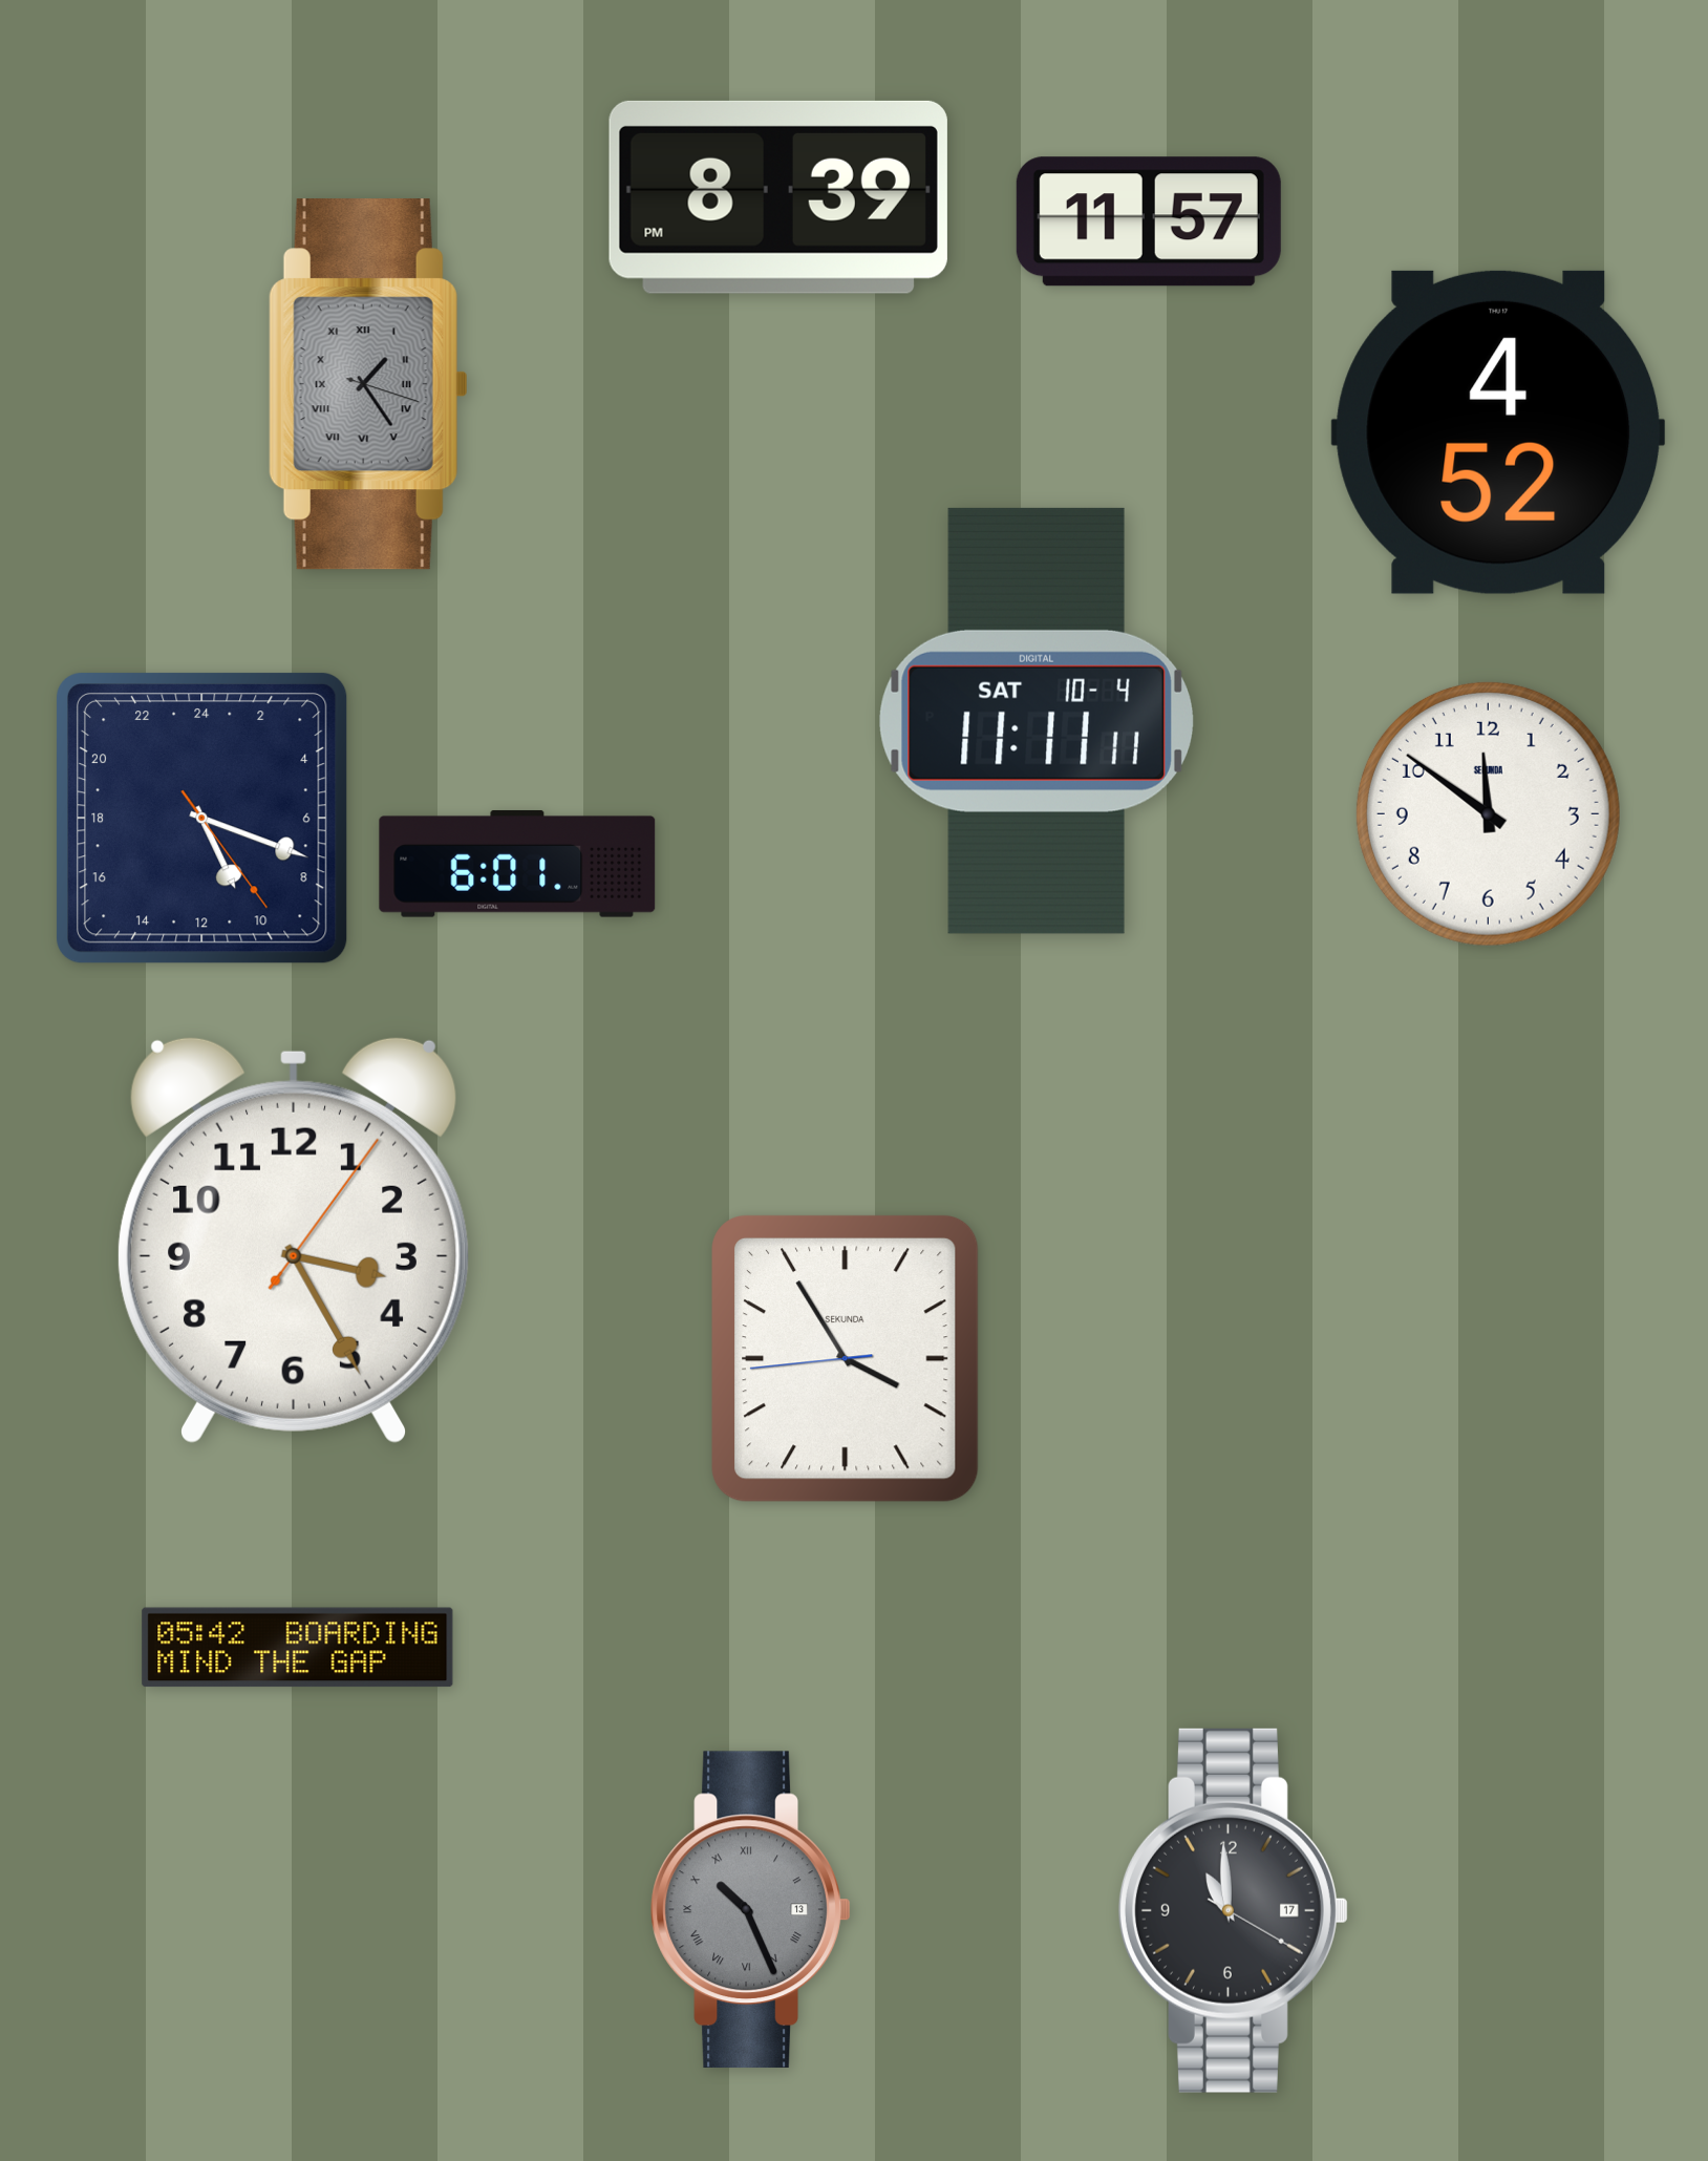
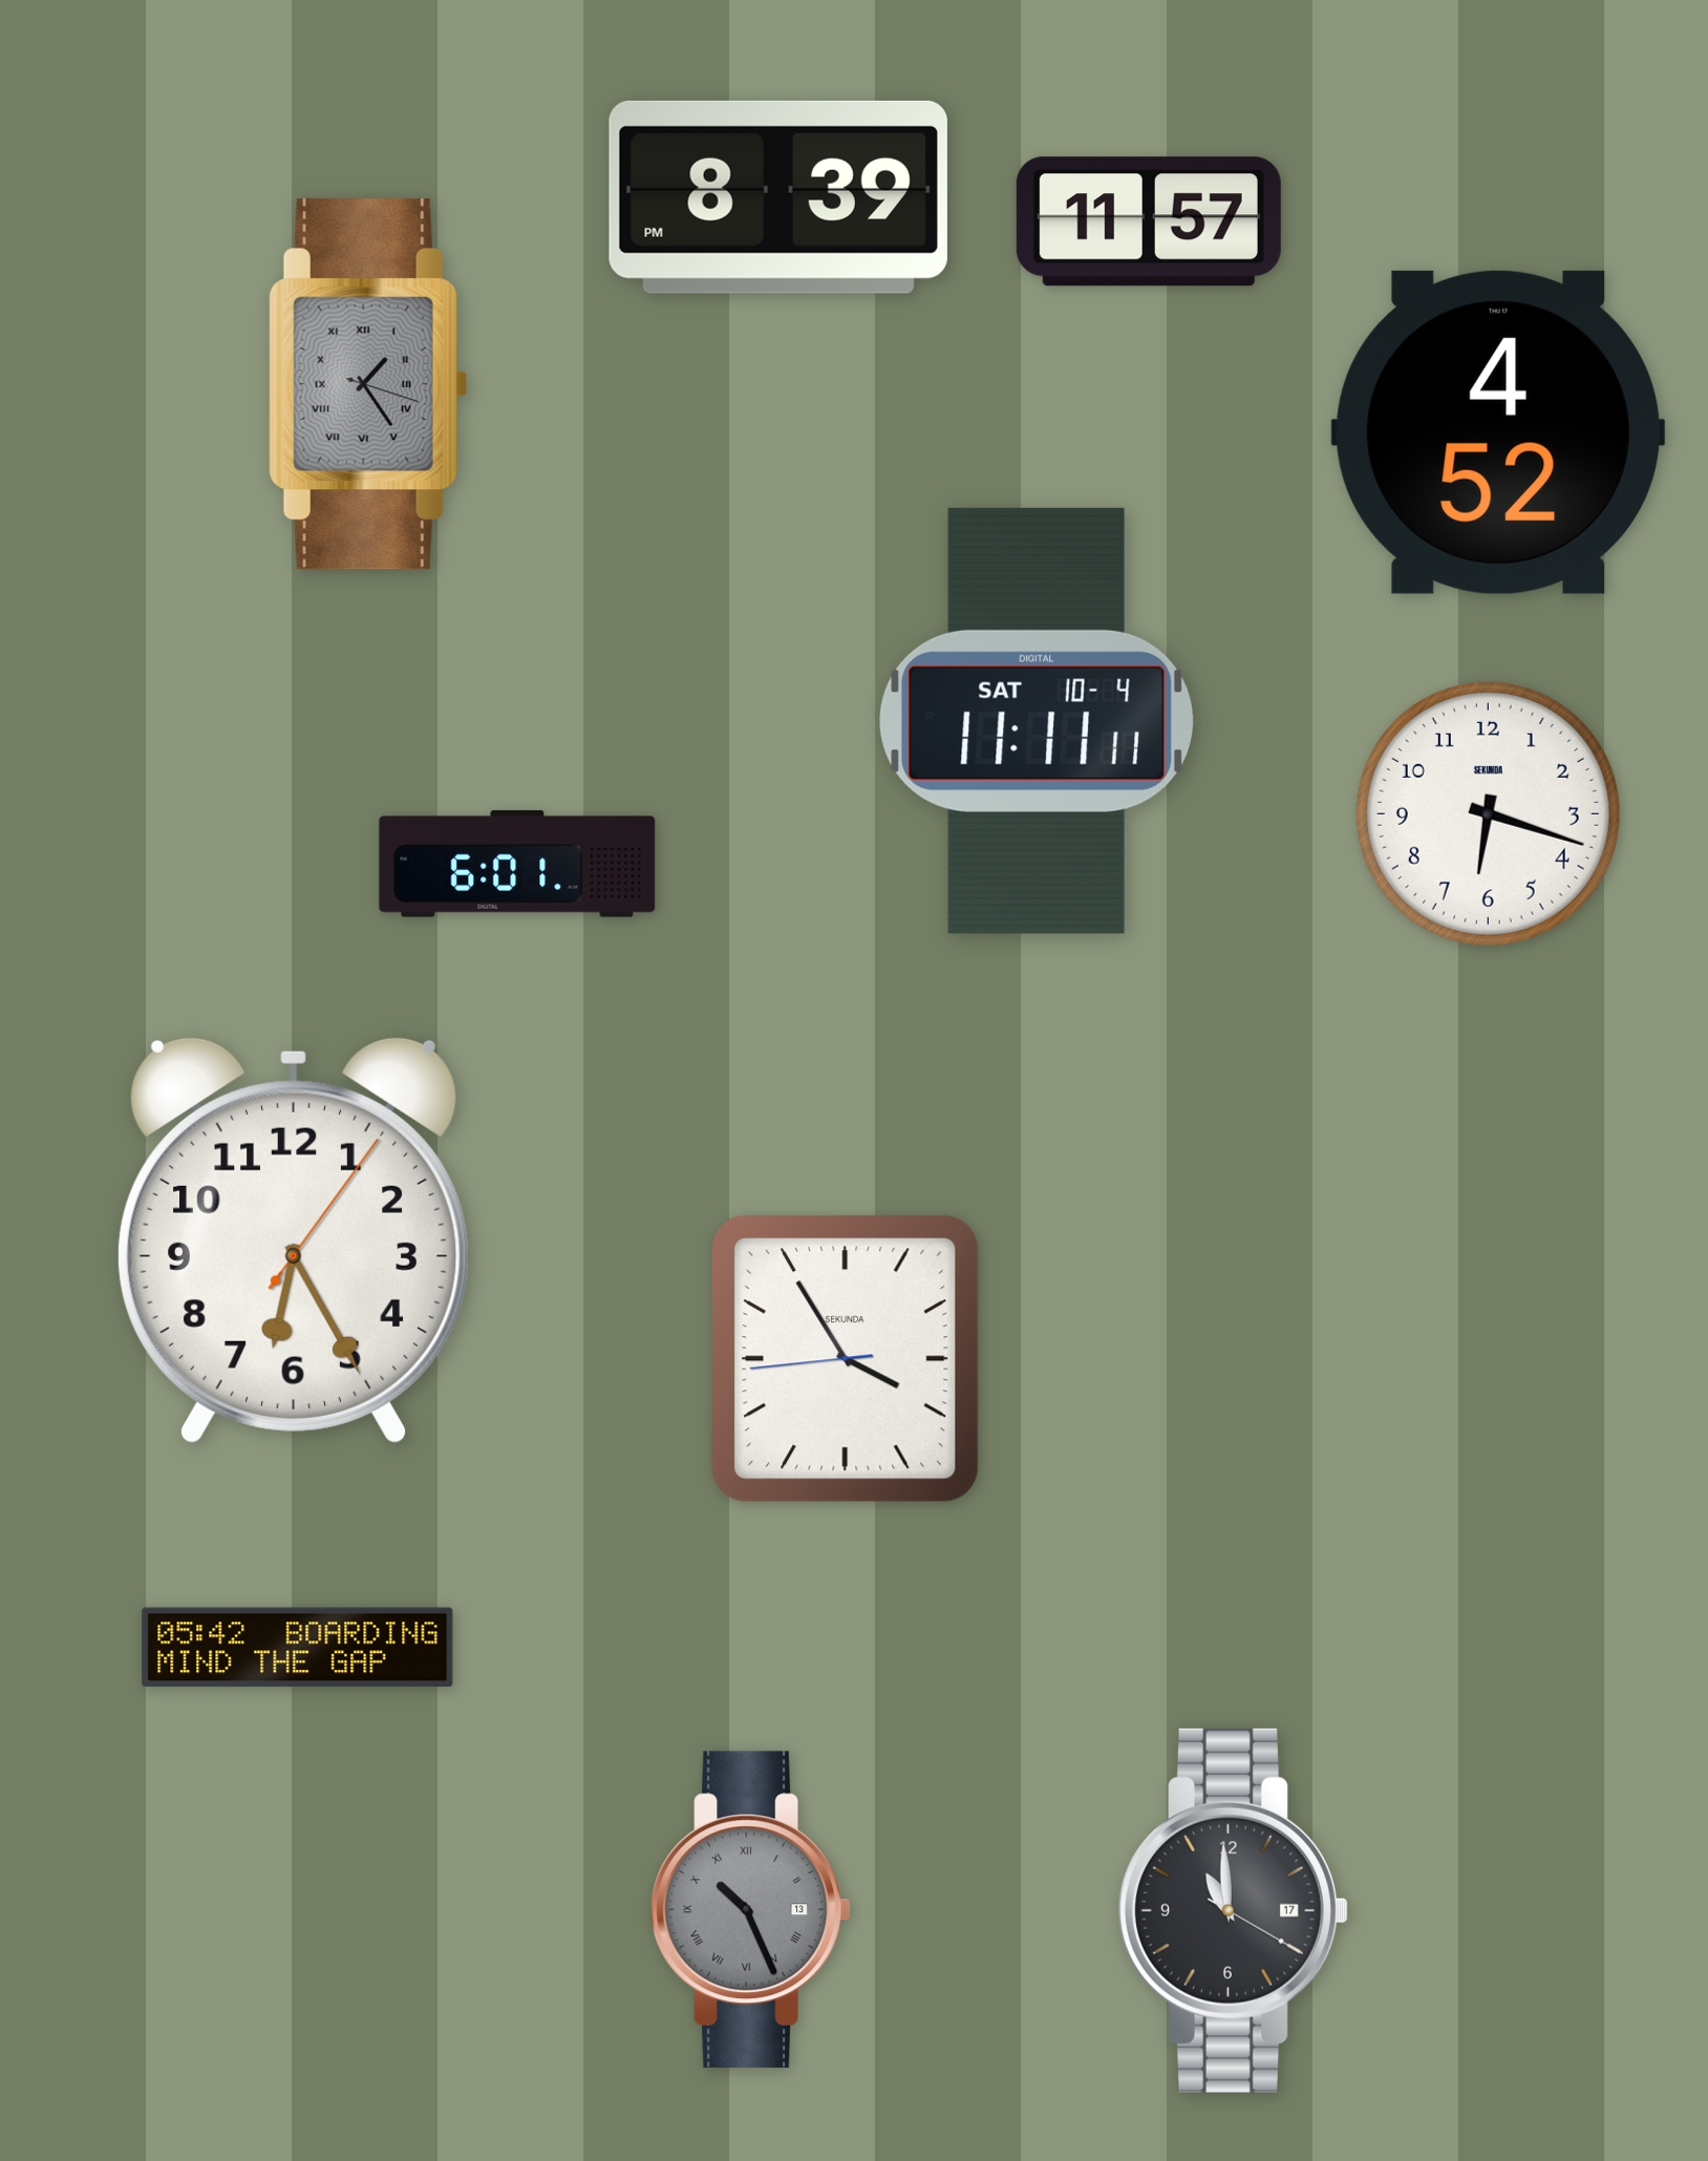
clock at (1488, 813): 11:51 -> 6:18
clock at (201, 818): 10:18 -> none
clock at (294, 1241): 3:25 -> 6:25
